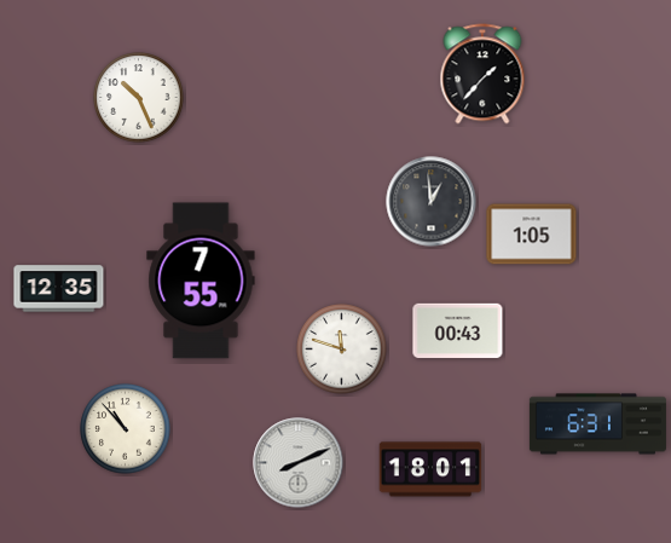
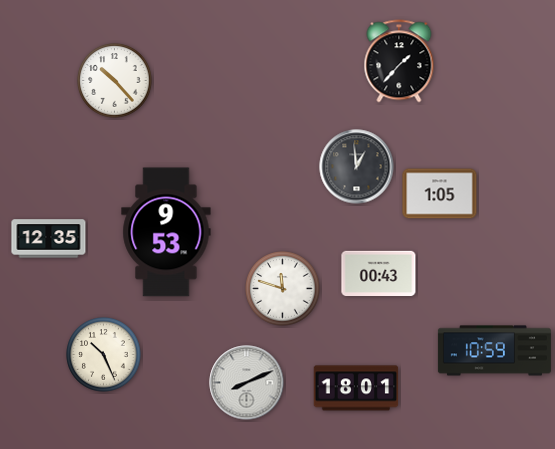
clock at (139, 98): 10:26 -> 10:23
clock at (201, 281): 7:55 -> 9:53
clock at (597, 424): 6:31 -> 10:59
clock at (126, 429): 10:53 -> 10:26
